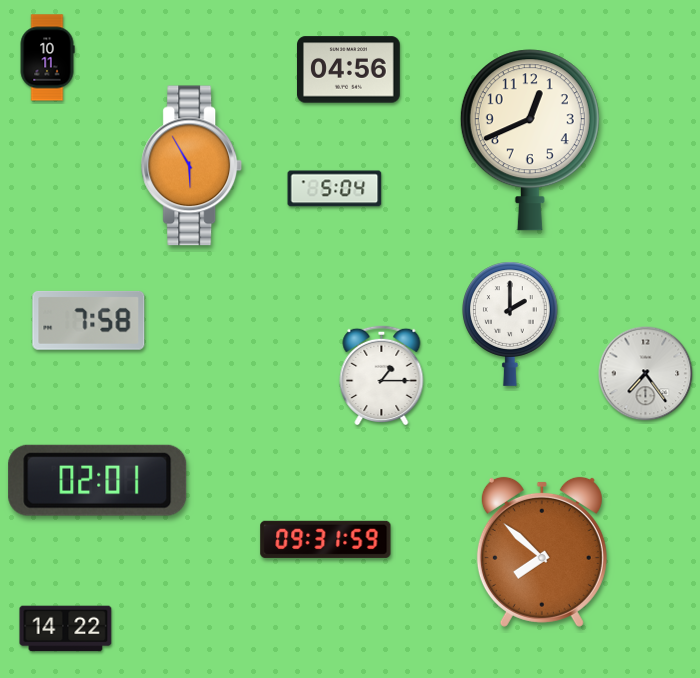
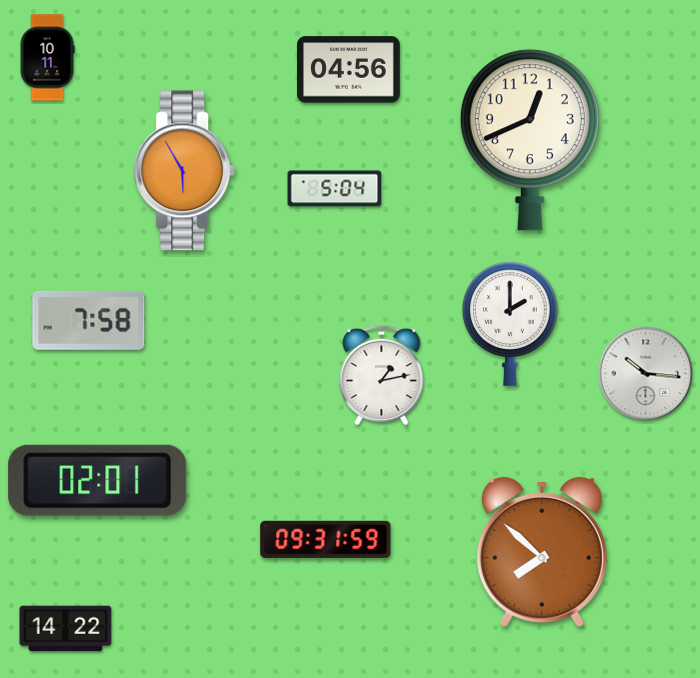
clock at (192, 166) position: (192, 166) -> (185, 171)
clock at (382, 374): 1:15 -> 1:13
clock at (646, 374): 7:24 -> 10:16
